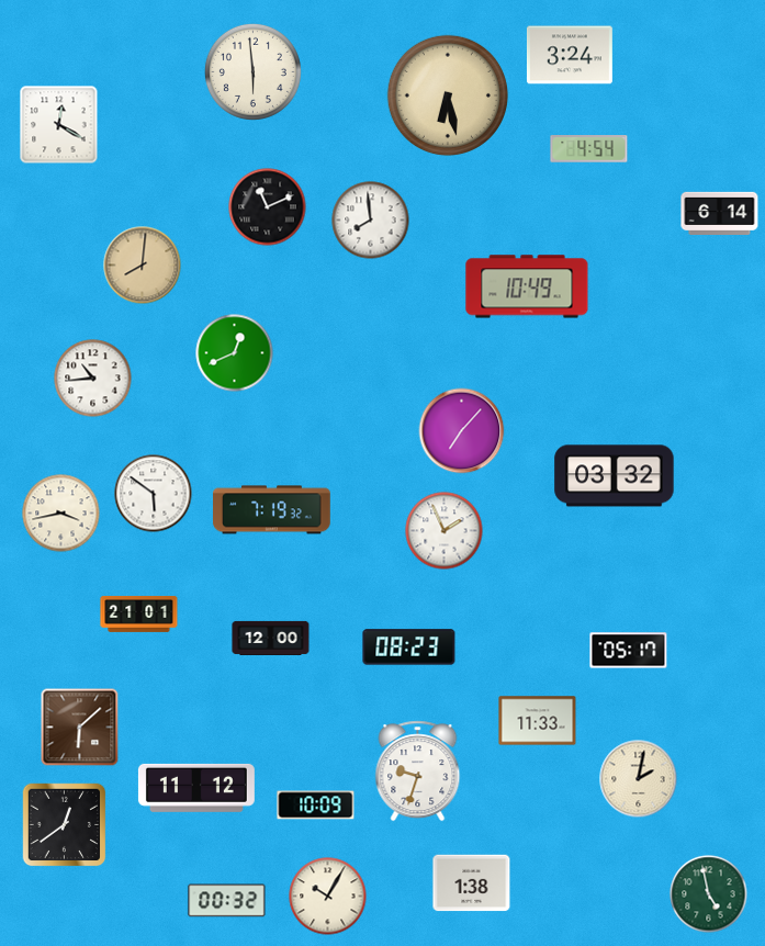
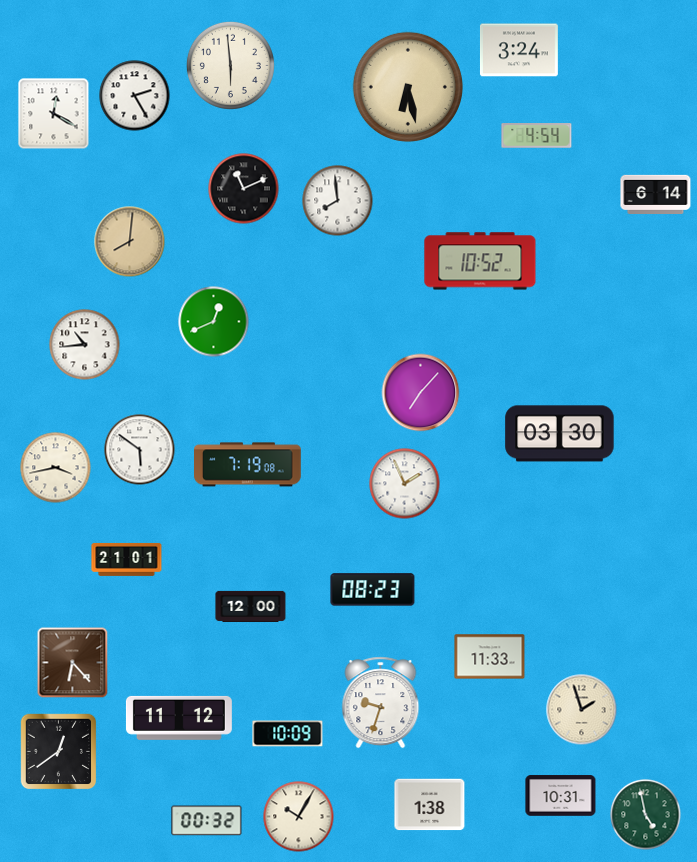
clock at (135, 96): none -> 2:25
clock at (527, 286): 10:49 -> 10:52
clock at (615, 476): 03:32 -> 03:30
clock at (272, 510): 7:19:32 -> 7:19:08
clock at (271, 638) position: (271, 638) -> (251, 606)
clock at (629, 651): 05:17 -> none
clock at (80, 728): 6:08 -> 6:23
clock at (639, 779): 2:02 -> 1:57
clock at (561, 796): none -> 10:31
